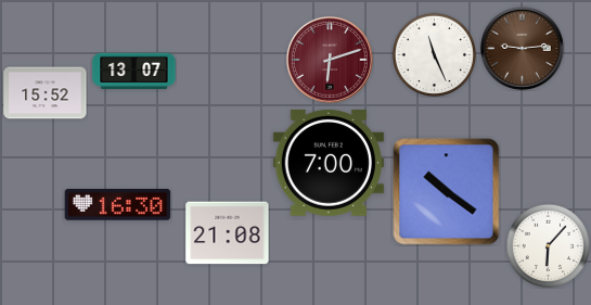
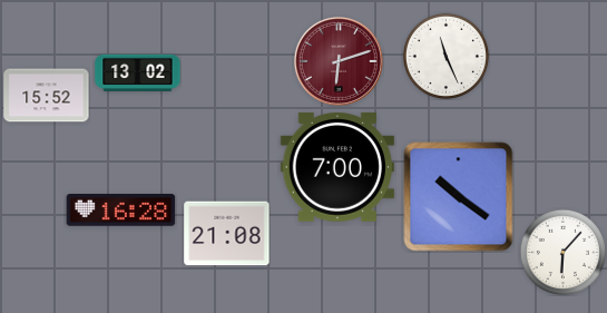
clock at (522, 48): 9:14 -> none
clock at (134, 71): 13:07 -> 13:02
clock at (118, 205): 16:30 -> 16:28
clock at (228, 233) position: (228, 233) -> (227, 234)
